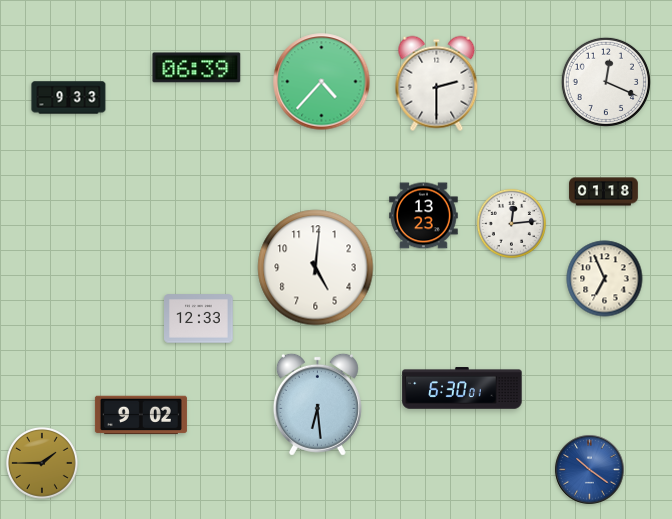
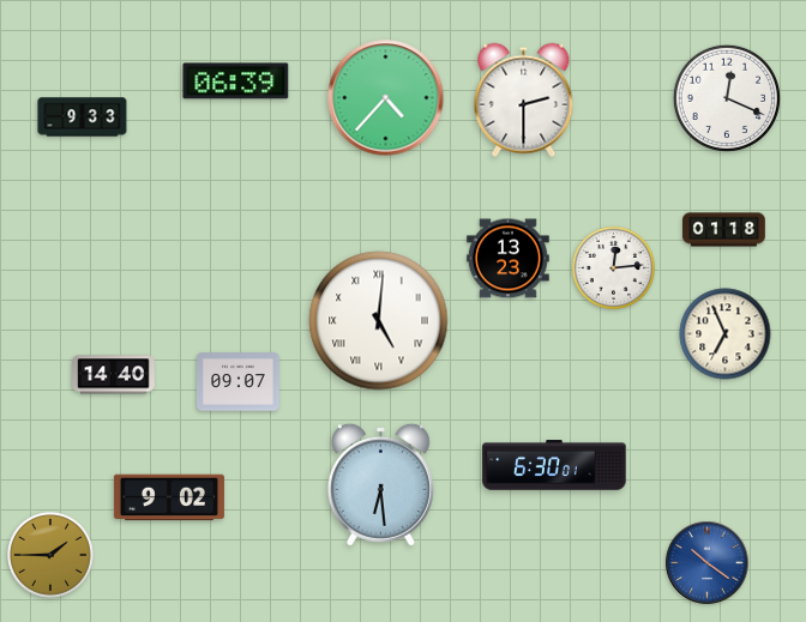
clock at (316, 268) numerals: Arabic -> Roman
clock at (114, 375): none -> 14:40
clock at (199, 319): 12:33 -> 09:07
